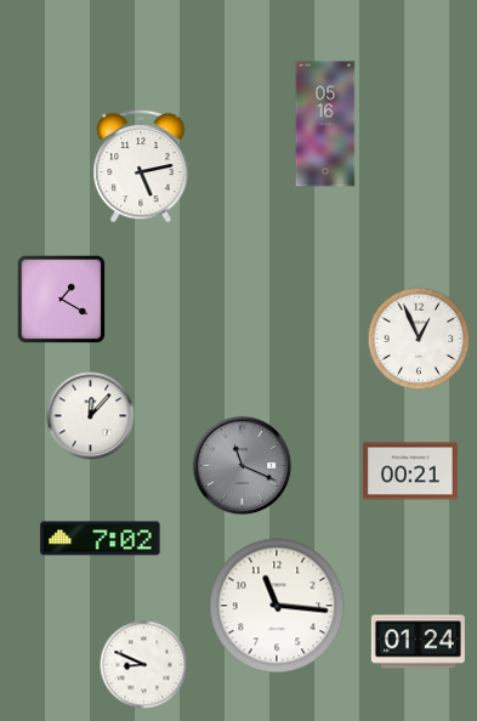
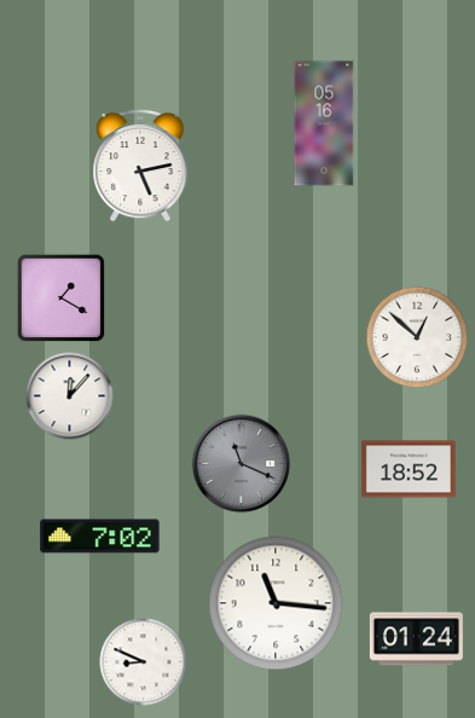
clock at (419, 339): 12:56 -> 12:52
clock at (91, 416) position: (91, 416) -> (70, 396)
clock at (410, 471): 00:21 -> 18:52
